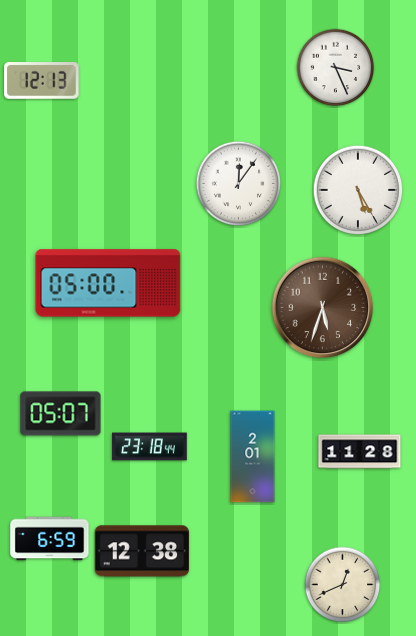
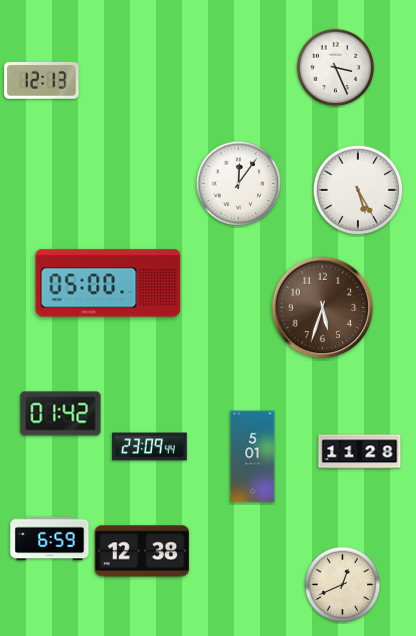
clock at (61, 414): 05:07 -> 01:42
clock at (150, 447): 23:18 -> 23:09
clock at (253, 457): 2:01 -> 5:01
